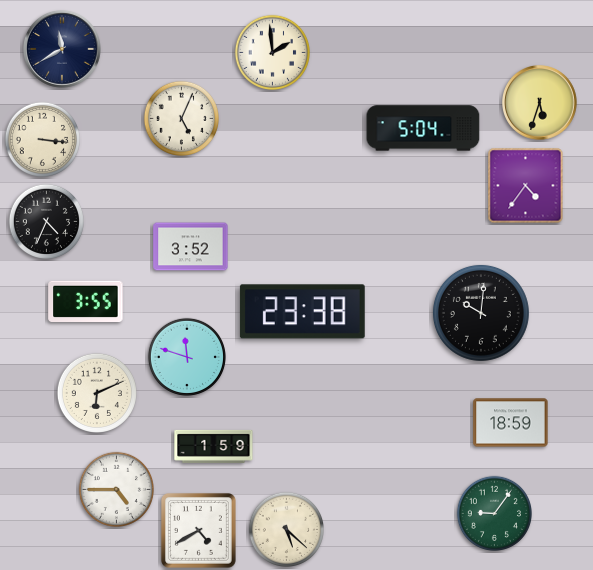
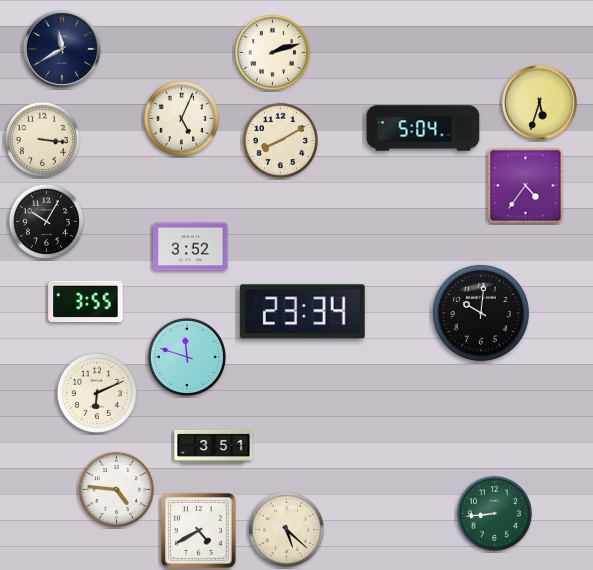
clock at (272, 52): 1:59 -> 2:12
clock at (280, 140): none -> 8:10
clock at (46, 221): 4:34 -> 10:05
clock at (302, 312): 23:38 -> 23:34
clock at (511, 423): 18:59 -> none
clock at (214, 446): 1:59 -> 3:51
clock at (116, 489): 4:45 -> 4:46
clock at (494, 513): 9:06 -> 8:44
